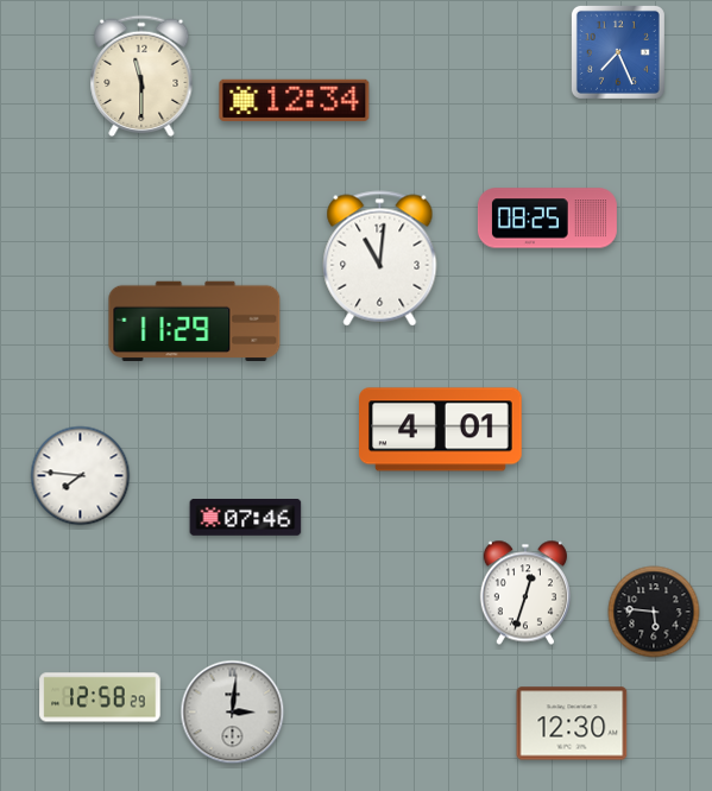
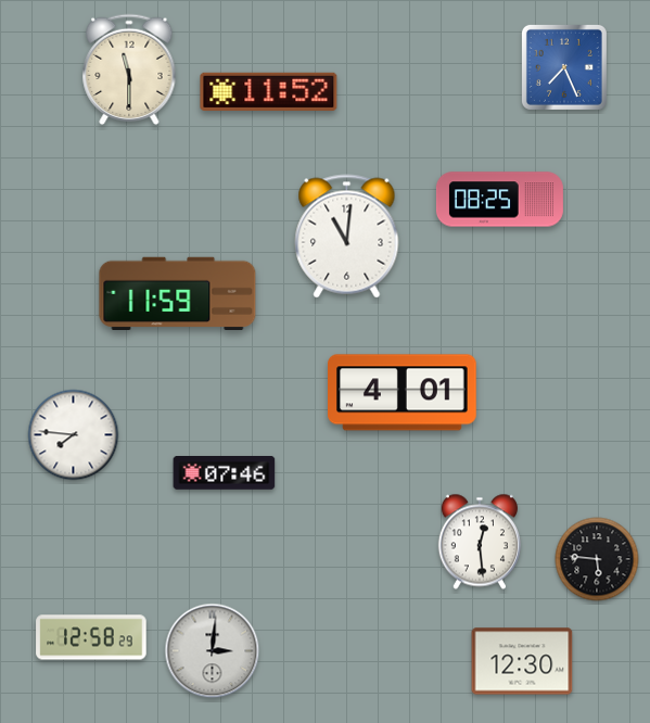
clock at (618, 52) position: (618, 52) -> (564, 67)
clock at (295, 100): 12:34 -> 11:52
clock at (195, 321): 11:29 -> 11:59
clock at (525, 593): 12:33 -> 12:29
